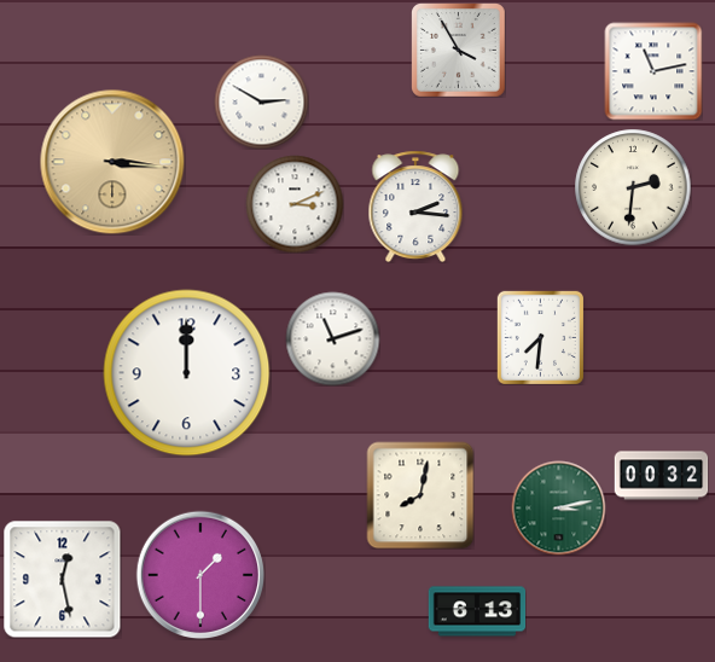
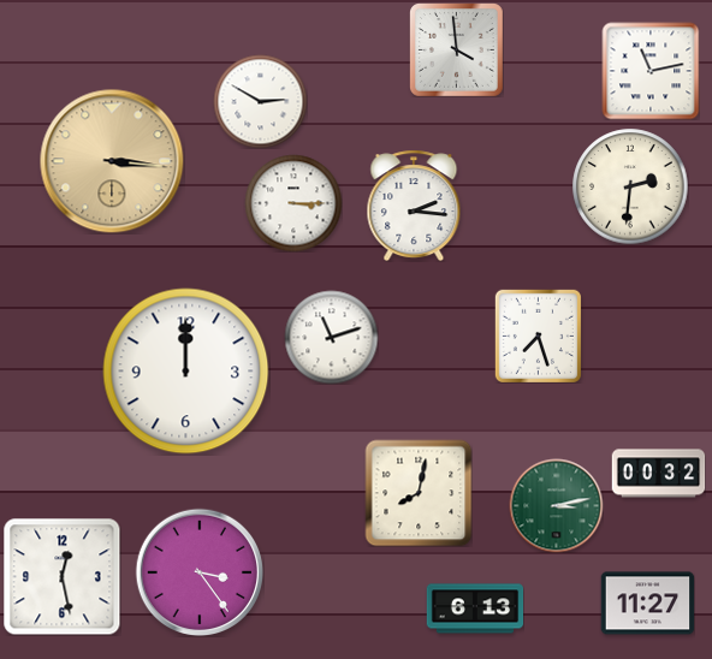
clock at (459, 51): 3:55 -> 3:59
clock at (295, 204): 3:11 -> 3:15
clock at (540, 337): 7:31 -> 7:27
clock at (199, 574): 1:30 -> 3:24
clock at (647, 604): none -> 11:27
